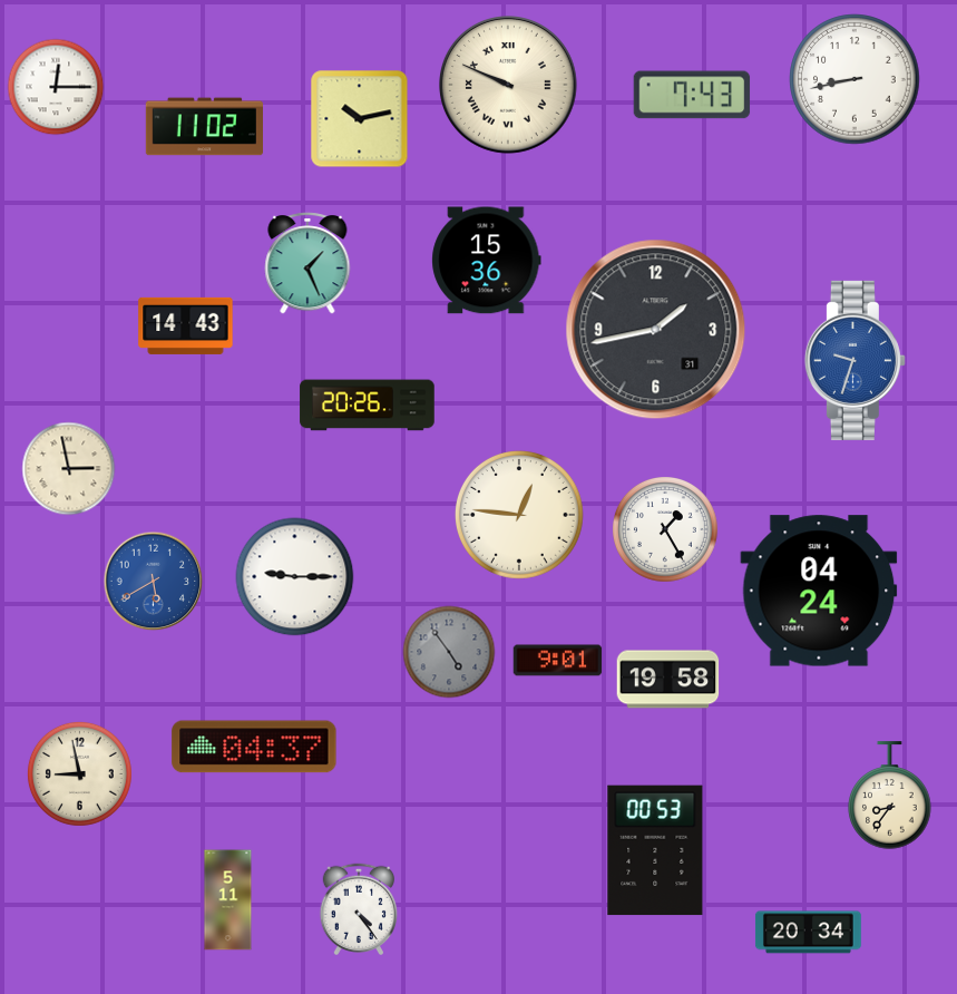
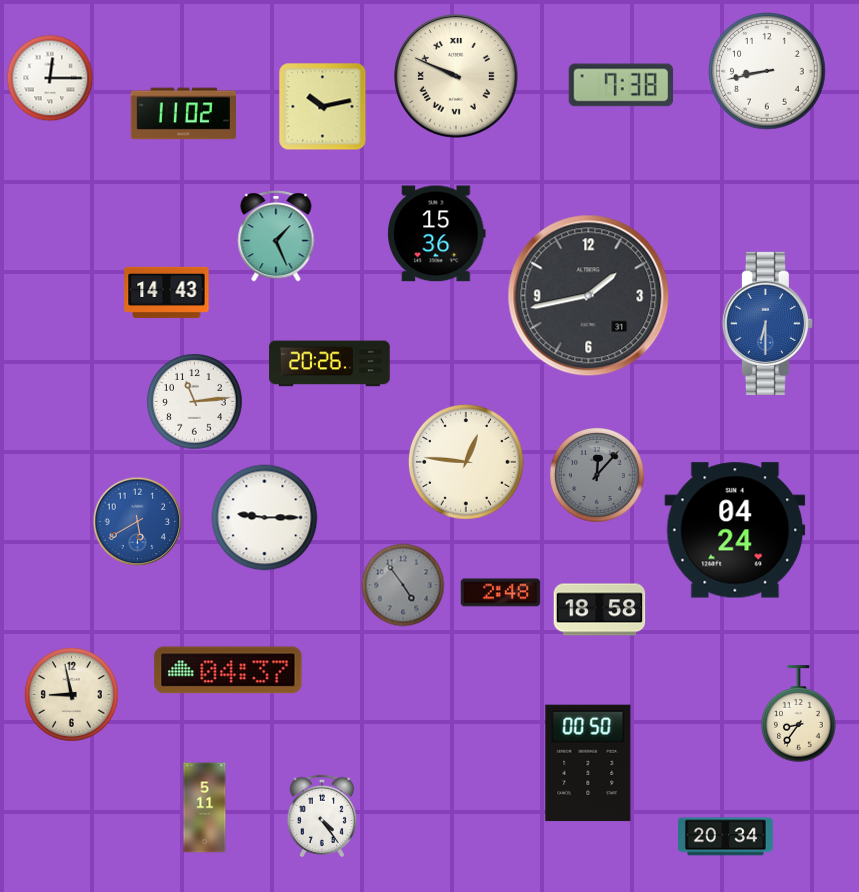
clock at (692, 95): 7:43 -> 7:38
clock at (855, 360): 9:33 -> 6:30
clock at (195, 402): none -> 11:14
clock at (69, 469): 2:58 -> none
clock at (666, 530): 1:25 -> 12:07
clock at (666, 530) dial: white -> grey
clock at (558, 661): 9:01 -> 2:48
clock at (668, 680): 19:58 -> 18:58
clock at (655, 850): 00:53 -> 00:50
